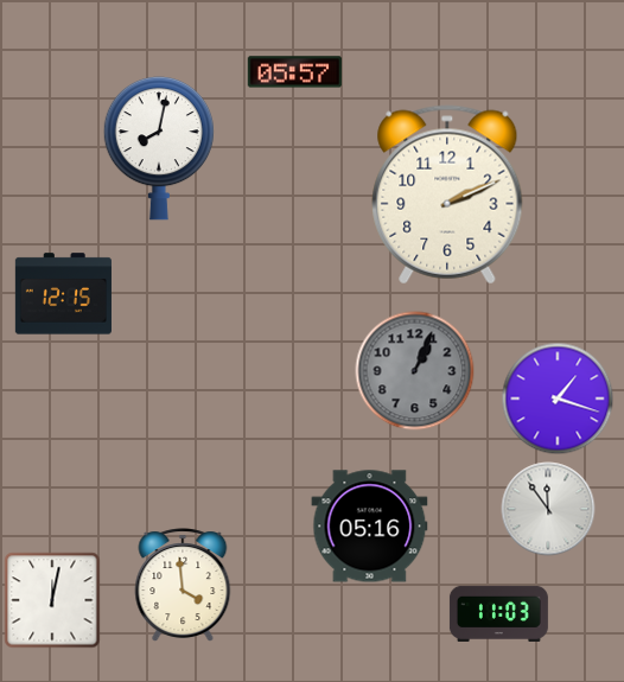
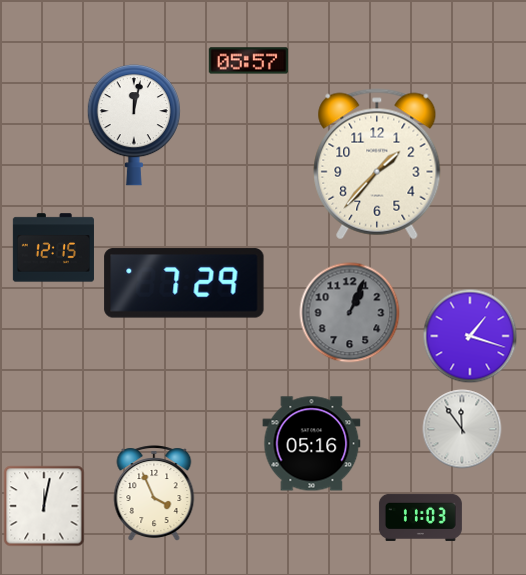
clock at (159, 149): 8:02 -> 12:02
clock at (447, 195): 2:11 -> 1:37
clock at (184, 283): none -> 7:29
clock at (183, 585): 3:59 -> 3:56
